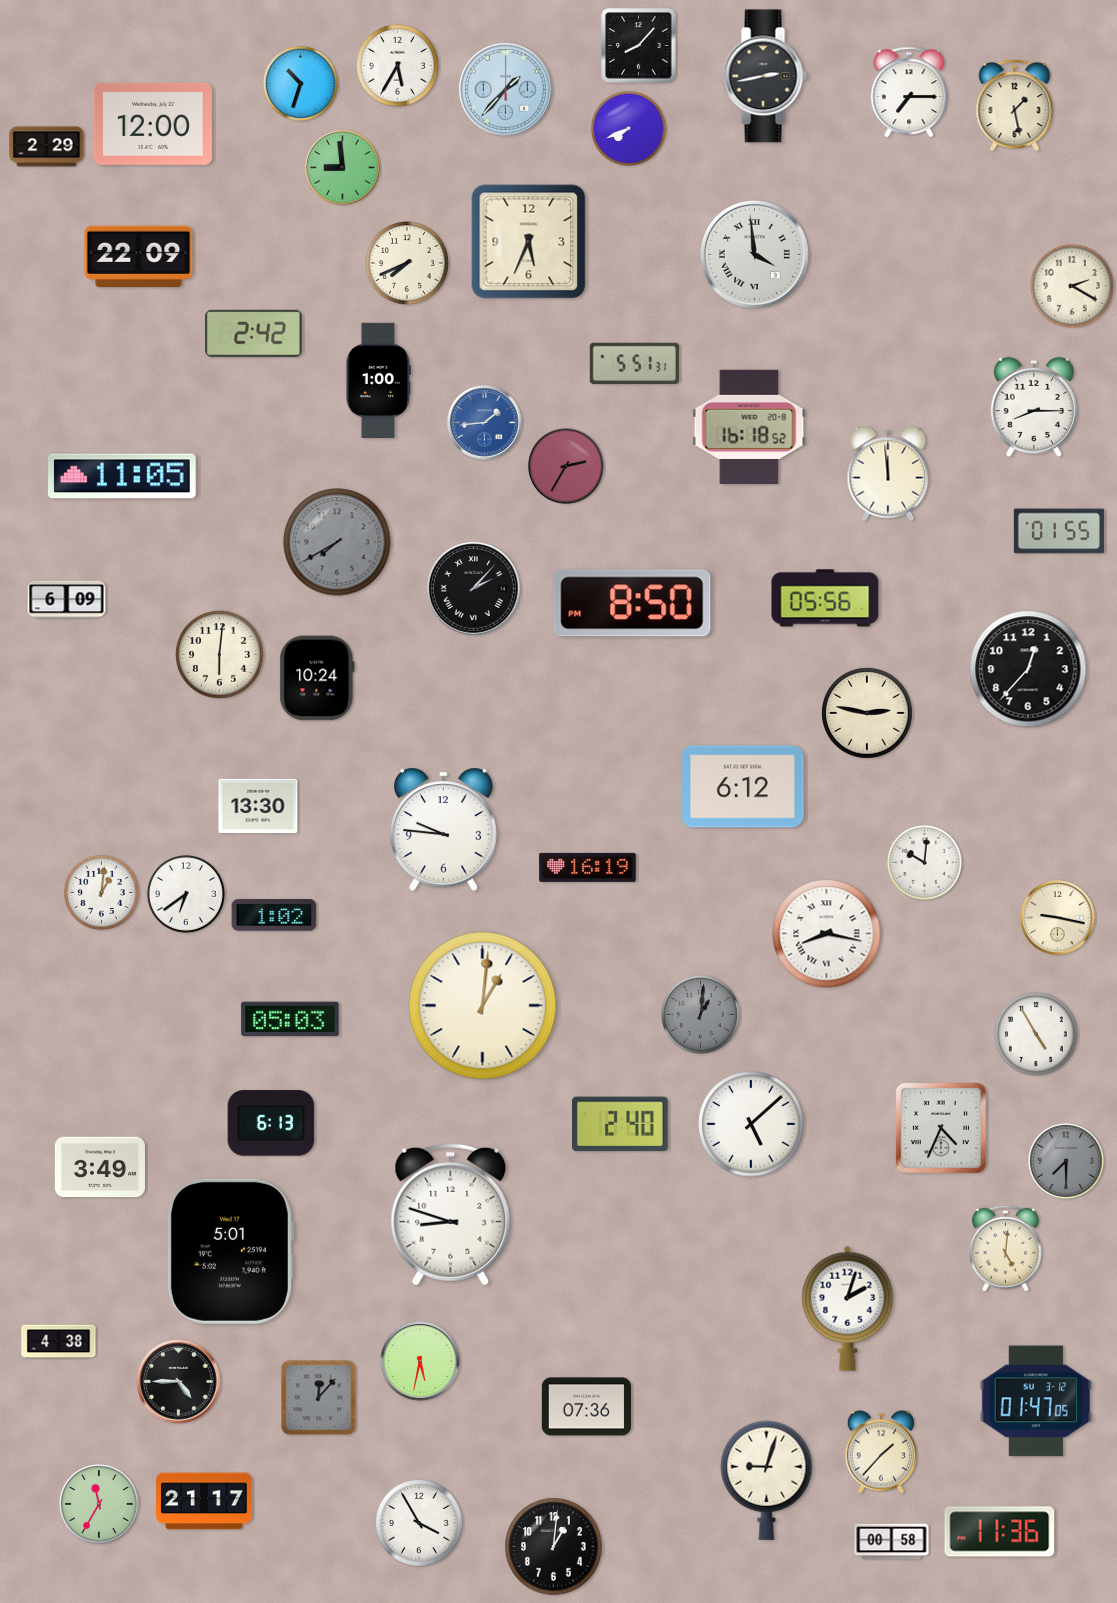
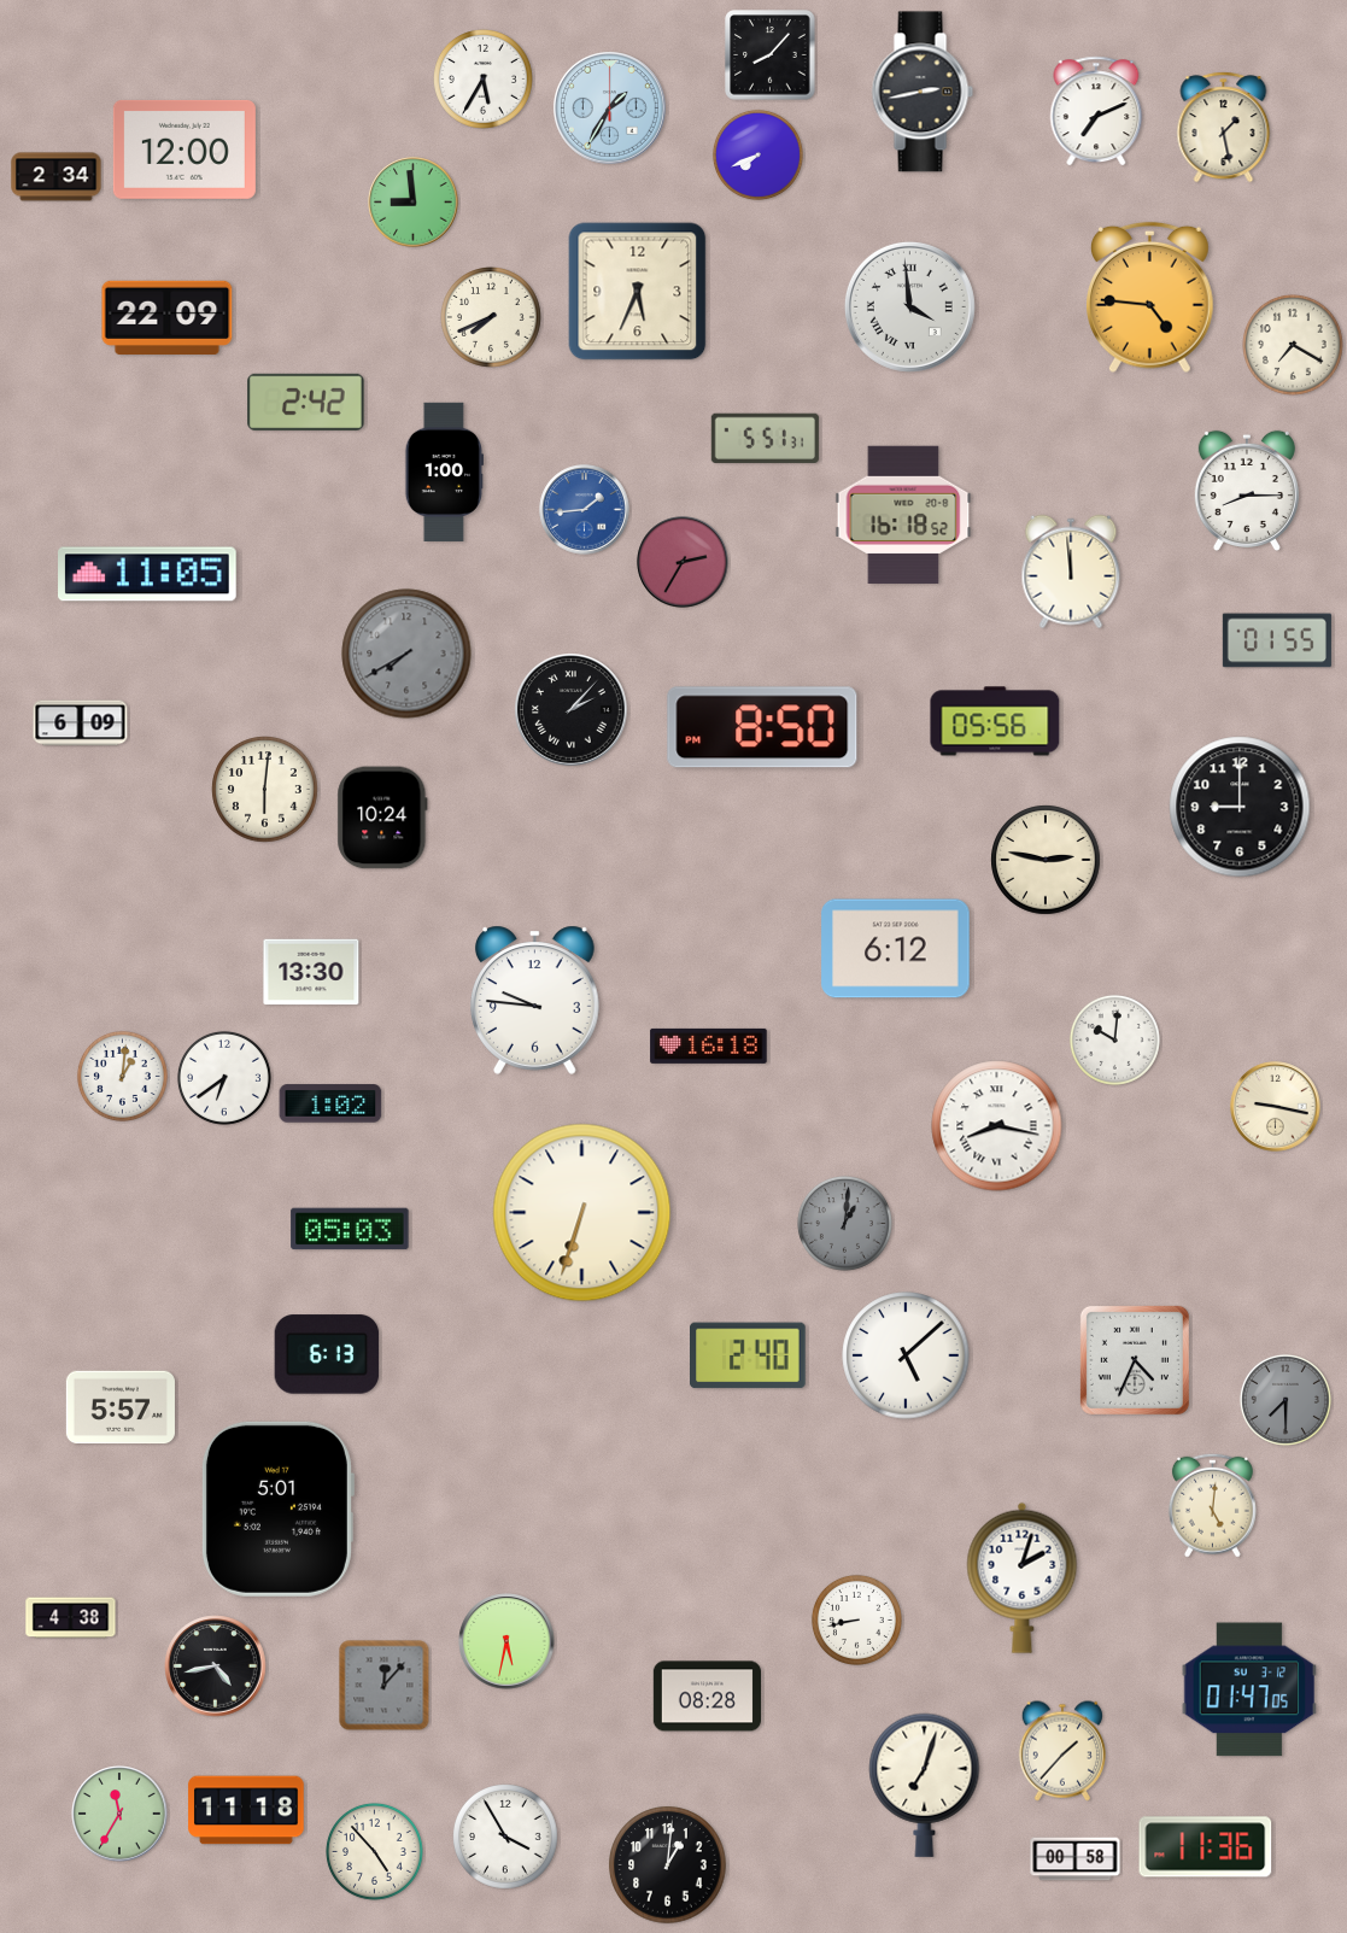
clock at (398, 66) position: (398, 66) -> (484, 80)
clock at (300, 83): 10:33 -> none
clock at (506, 90): 1:37 -> 1:35
clock at (909, 92): 7:15 -> 7:11
clock at (47, 147): 2:29 -> 2:34
clock at (1150, 298): none -> 4:46
clock at (139, 256) position: (139, 256) -> (168, 317)
clock at (1073, 287): 2:20 -> 7:20
clock at (378, 380) position: (378, 380) -> (444, 471)
clock at (1028, 669): 12:37 -> 9:00
clock at (588, 867): 16:19 -> 16:18
clock at (483, 1006): 1:01 -> 6:33
clock at (1037, 1035): 4:55 -> none
clock at (100, 1167): 3:49 -> 5:57
clock at (451, 1214): 8:48 -> none
clock at (856, 1619): none -> 8:43
clock at (179, 1382): 4:45 -> 4:43
clock at (586, 1407): 07:36 -> 08:28
clock at (767, 1480): 9:03 -> 7:03
clock at (204, 1501): 21:17 -> 11:18
clock at (375, 1852): none -> 4:53
